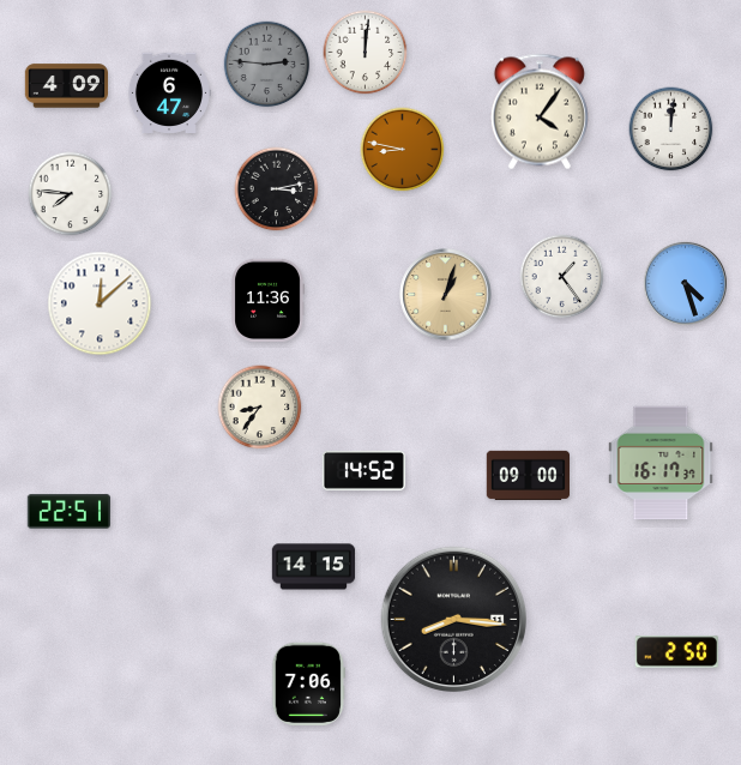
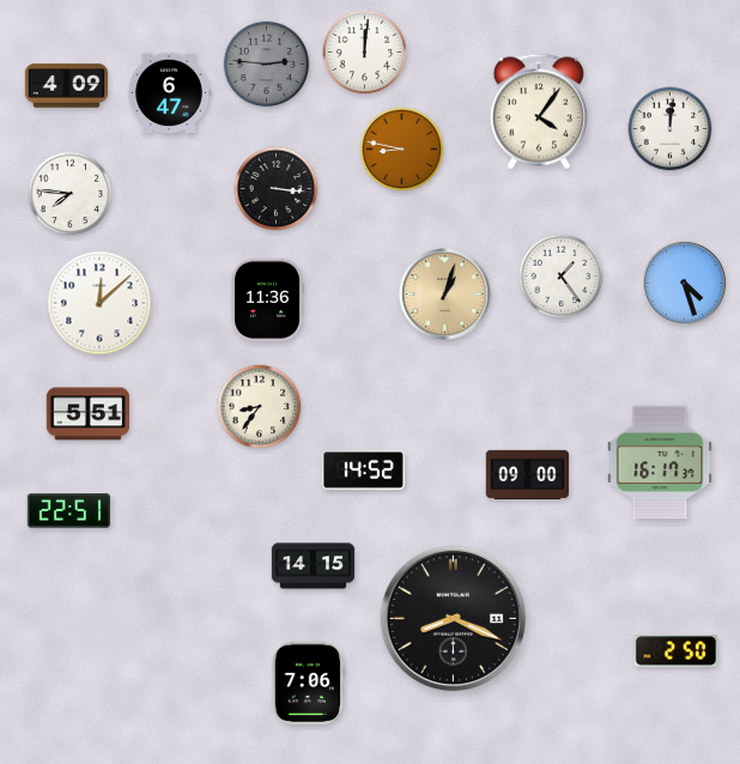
clock at (277, 189): 3:13 -> 3:16
clock at (87, 414): none -> 5:51
clock at (453, 619): 8:16 -> 8:19
